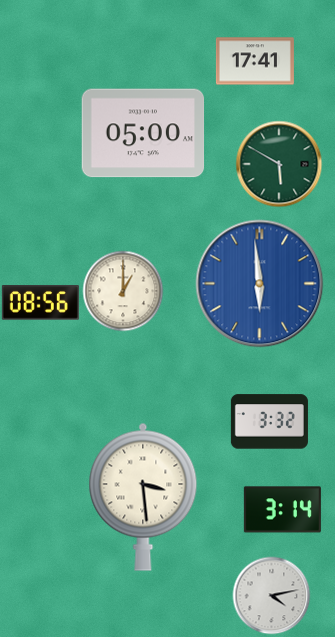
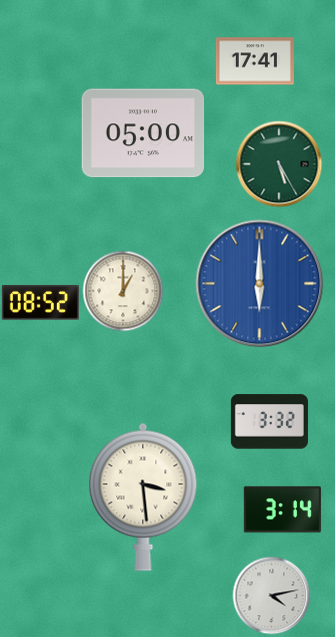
clock at (279, 164): 5:50 -> 5:25
clock at (260, 284): 5:59 -> 6:00
clock at (40, 303): 08:56 -> 08:52
